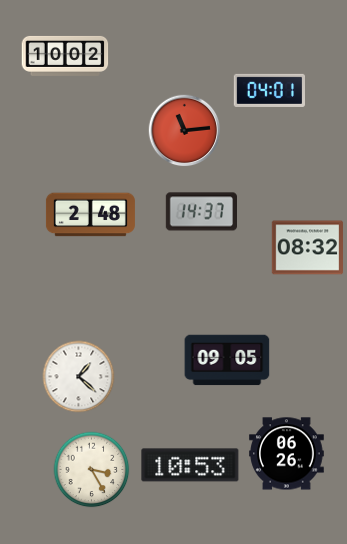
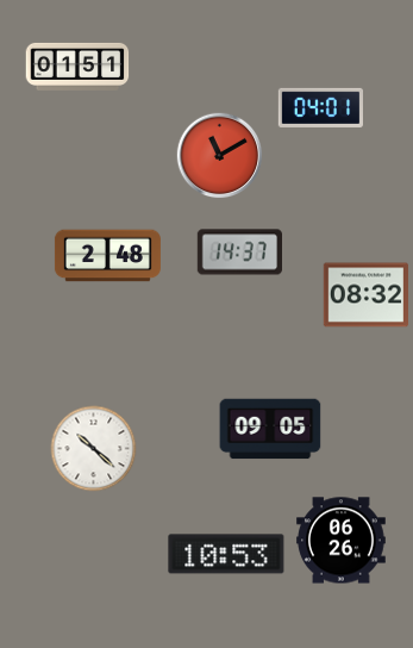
clock at (65, 56): 10:02 -> 01:51
clock at (185, 131): 11:14 -> 11:10
clock at (79, 377): 1:22 -> 10:22
clock at (92, 470): 3:25 -> none
